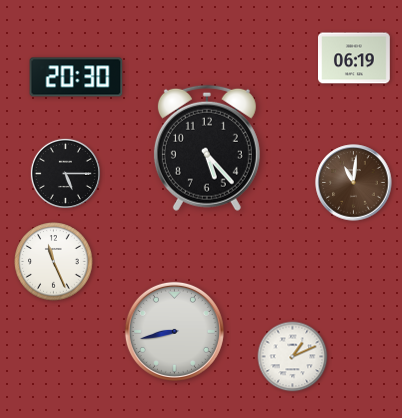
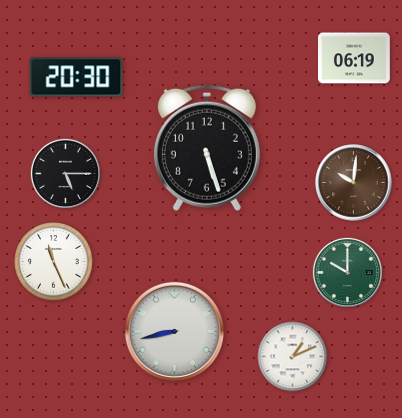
clock at (207, 148): 5:23 -> 5:27
clock at (354, 183): 11:01 -> 10:01
clock at (347, 272): none -> 10:00
